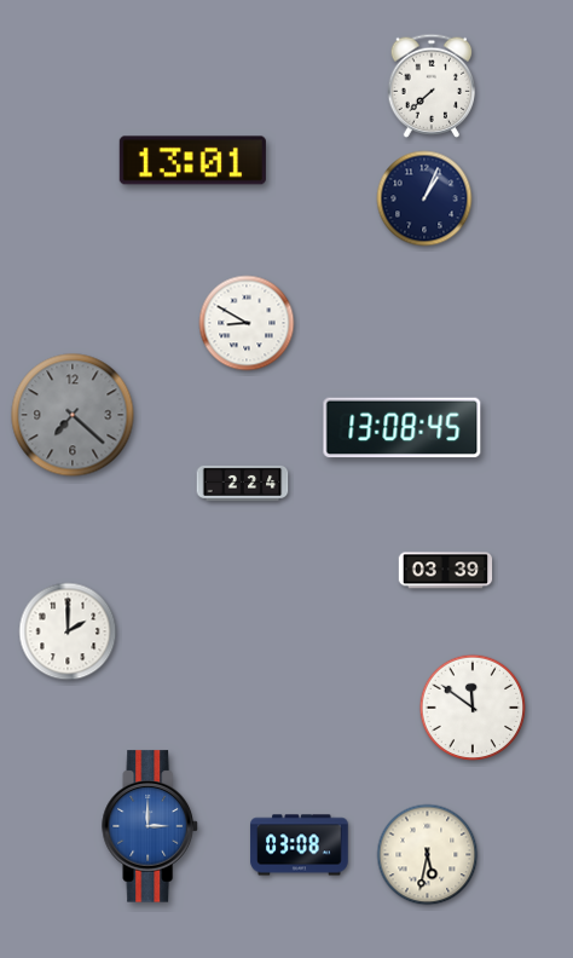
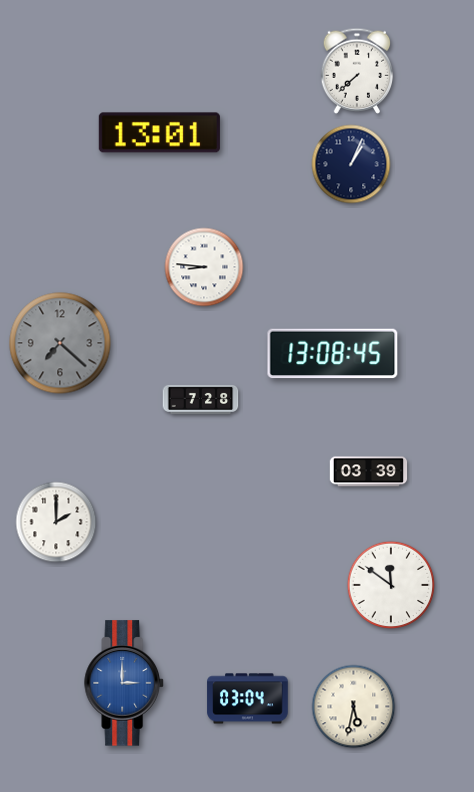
clock at (247, 323): 8:50 -> 8:46
clock at (243, 483): 2:24 -> 7:28
clock at (300, 846): 03:08 -> 03:04
